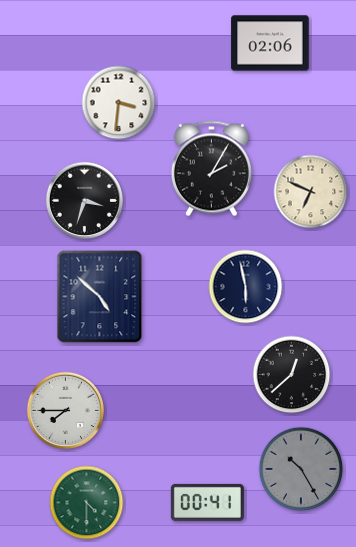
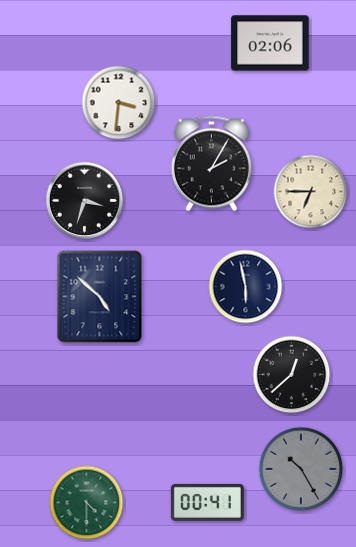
clock at (211, 169) position: (211, 169) -> (211, 164)
clock at (311, 192): 6:49 -> 6:45
clock at (65, 410): 7:45 -> none
